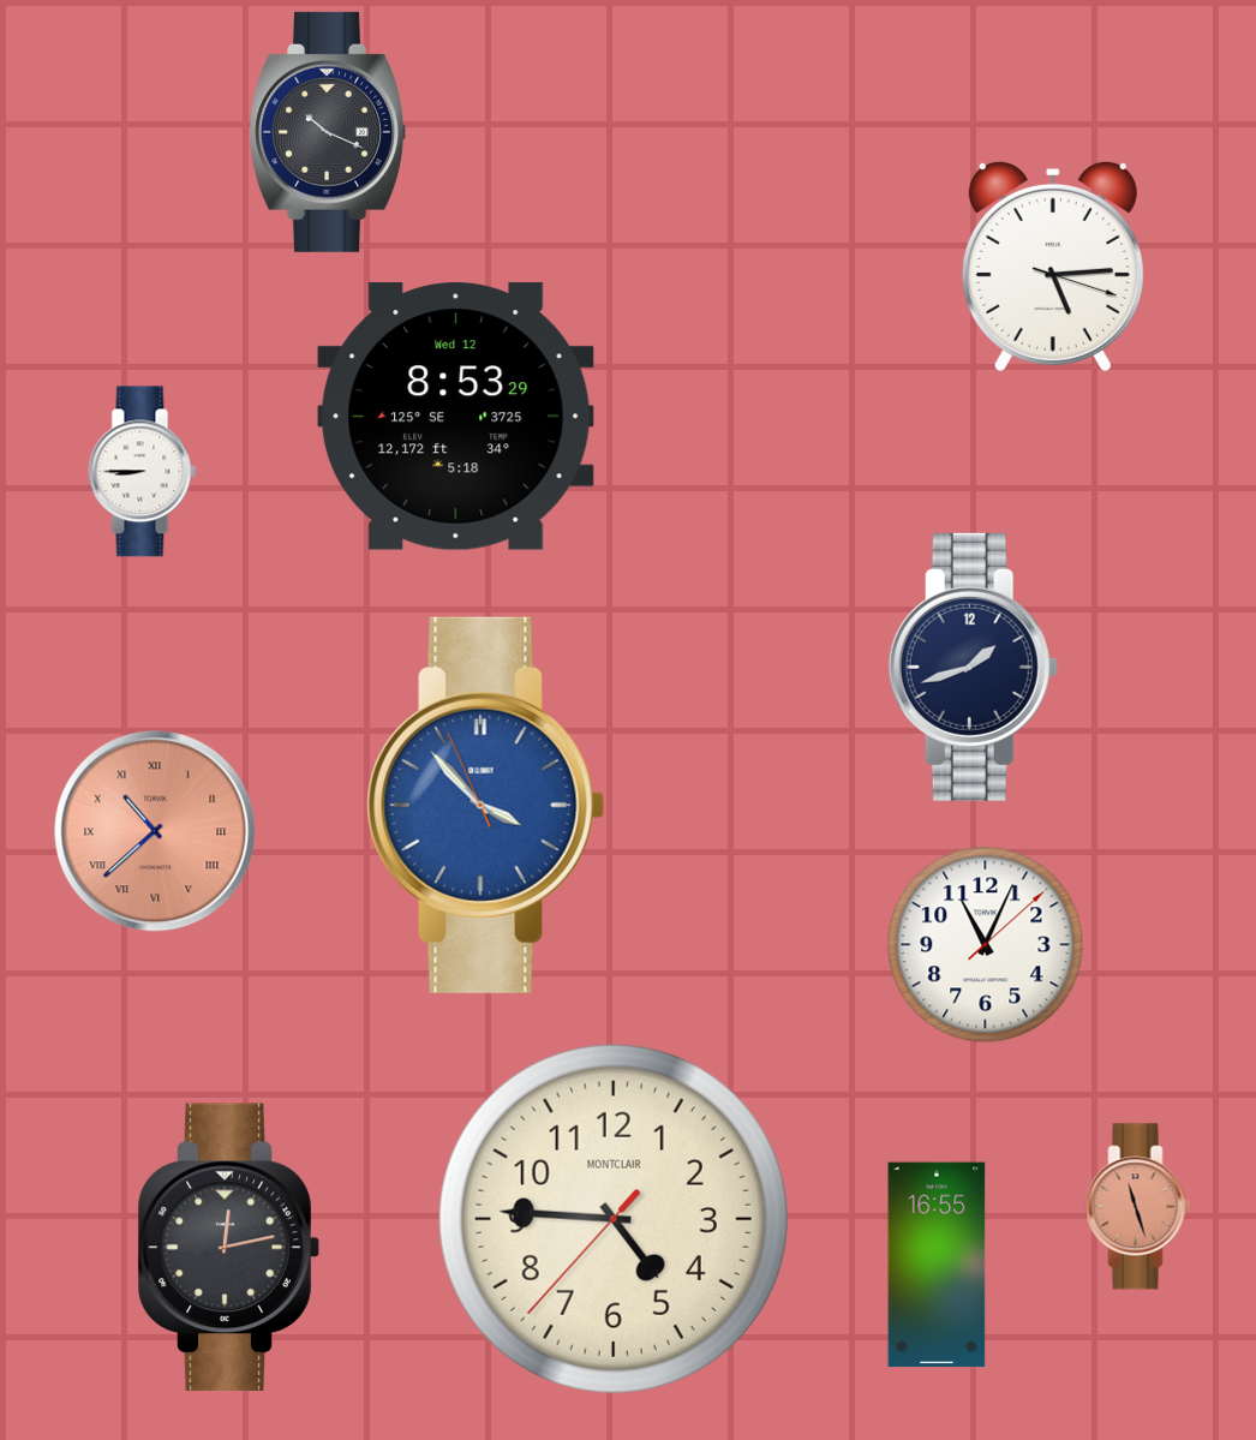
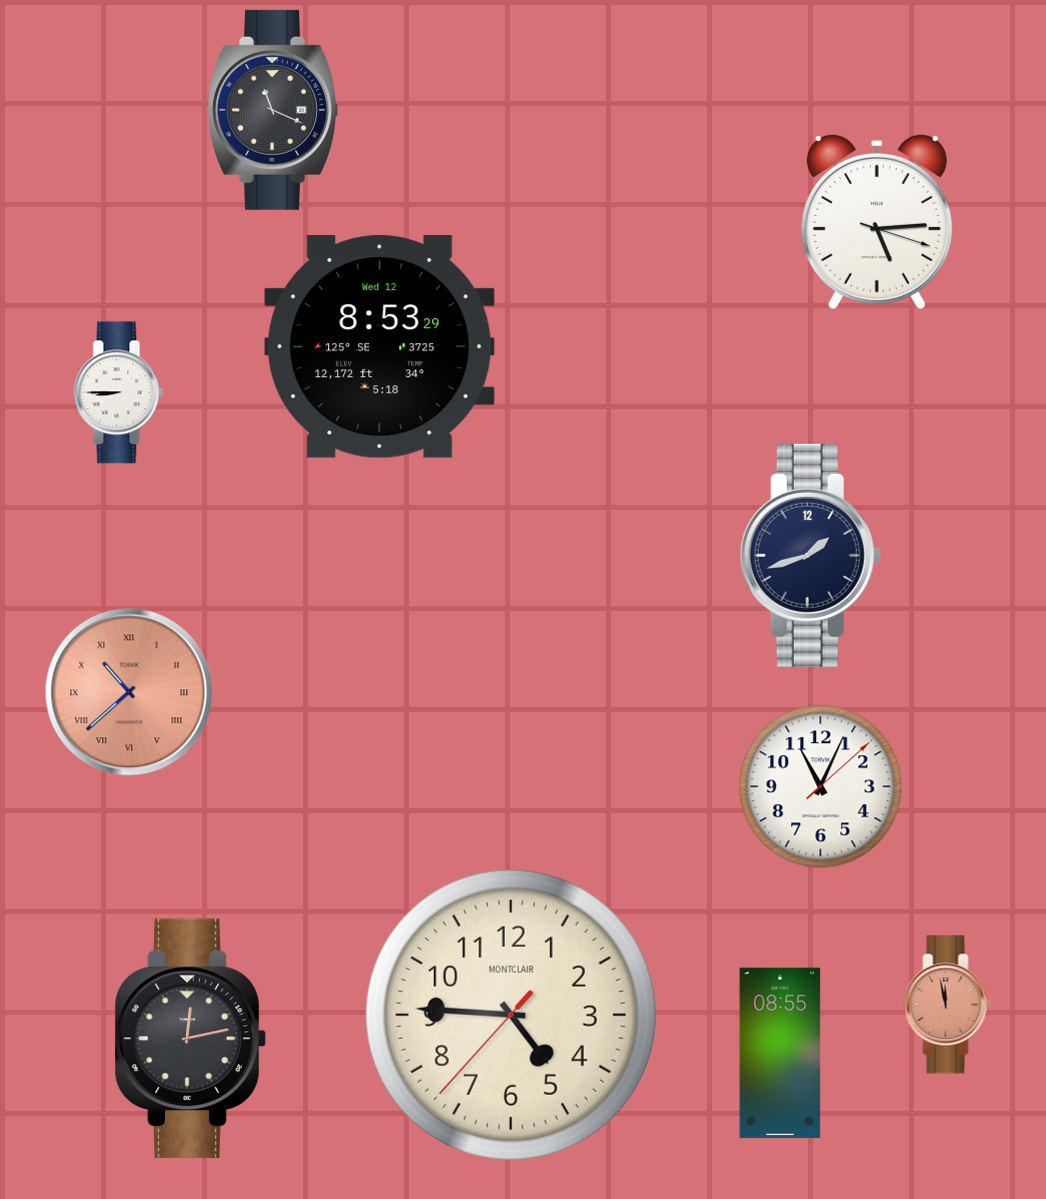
clock at (327, 132): 10:19 -> 11:19
clock at (486, 805): 3:52 -> none
clock at (1138, 1207): 11:27 -> 11:58
clock at (937, 1265): 16:55 -> 08:55
